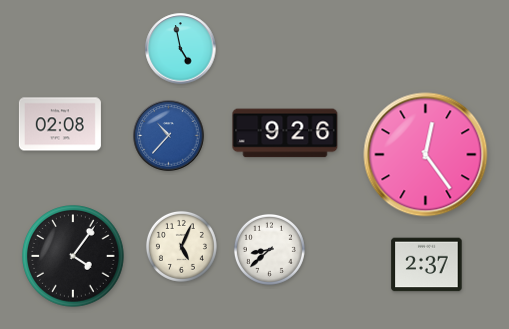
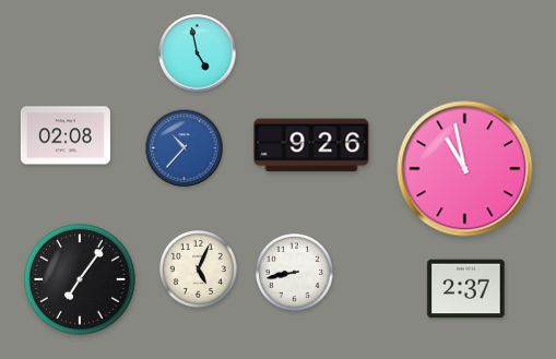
clock at (426, 155): 12:24 -> 10:58
clock at (269, 249): 8:38 -> 8:43
clock at (73, 256): 4:06 -> 7:06
